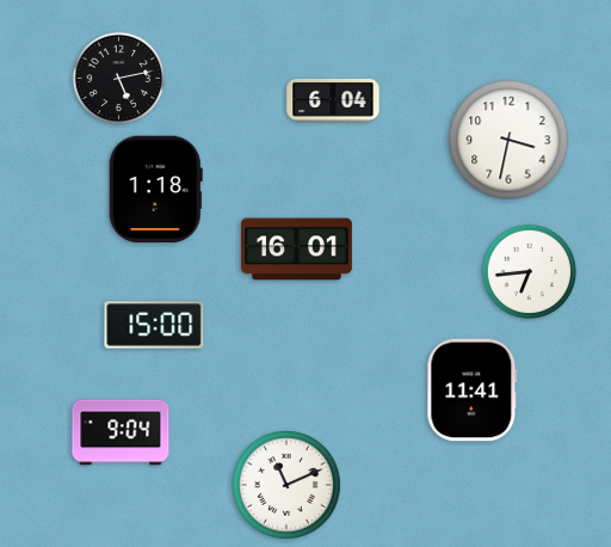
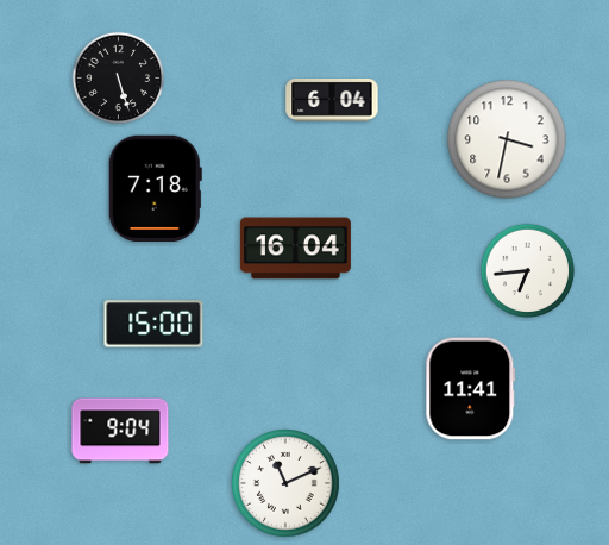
clock at (119, 79): 5:13 -> 5:27
clock at (155, 190): 1:18 -> 7:18
clock at (296, 250): 16:01 -> 16:04
